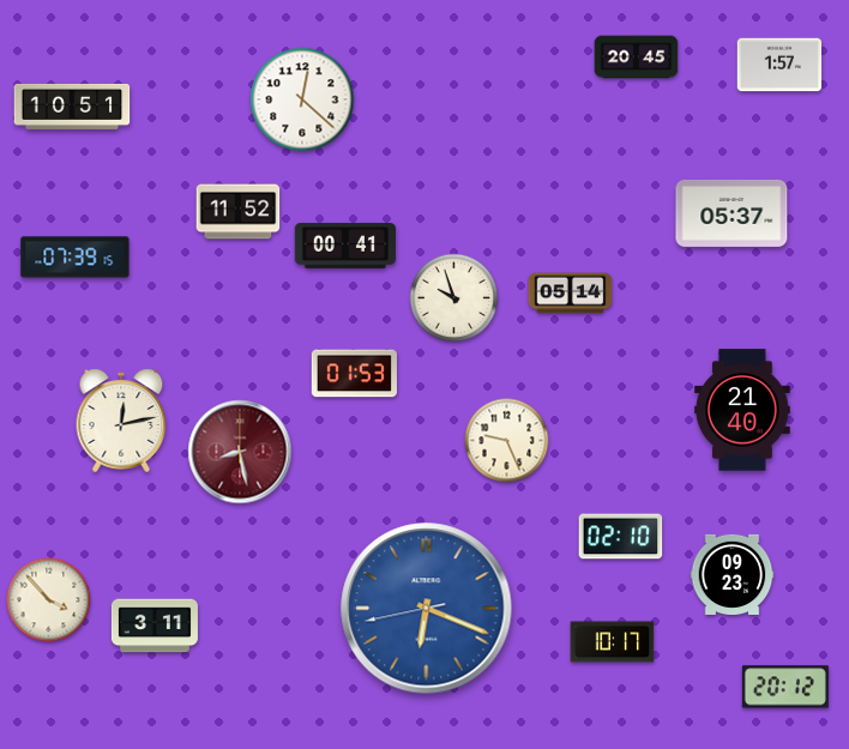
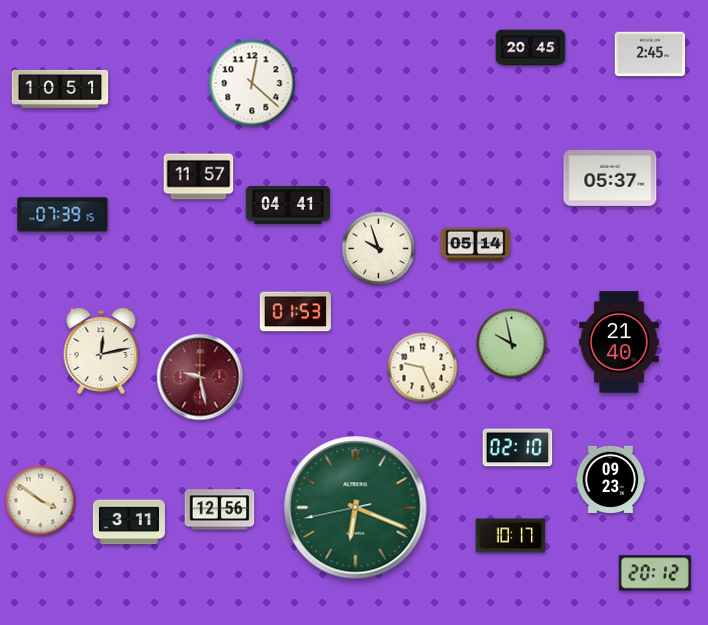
clock at (779, 65): 1:57 -> 2:45
clock at (239, 212): 11:52 -> 11:57
clock at (344, 246): 00:41 -> 04:41
clock at (512, 344): none -> 9:58
clock at (240, 452): 8:28 -> 9:28
clock at (49, 600): 3:53 -> 3:51
clock at (427, 609) dial: blue -> green
clock at (220, 510): none -> 12:56
